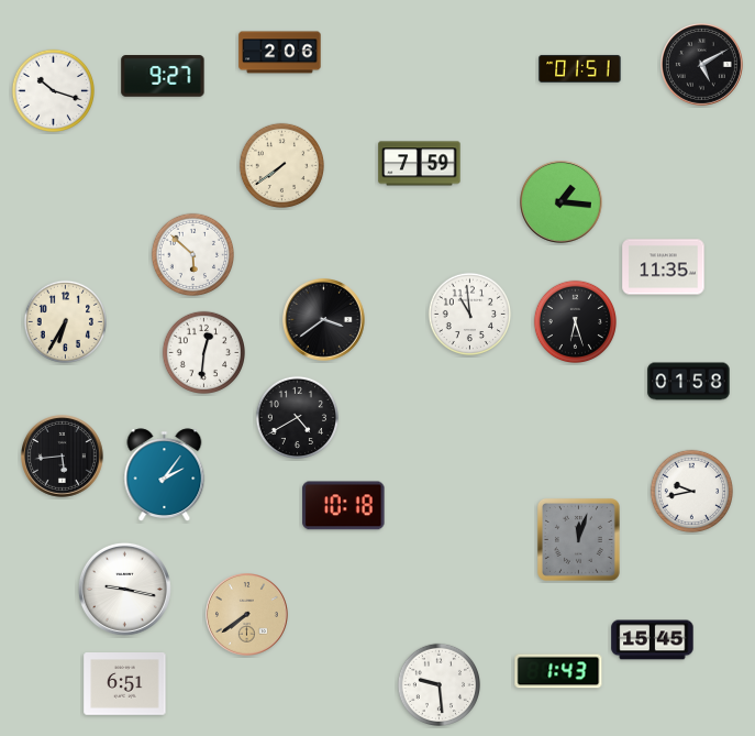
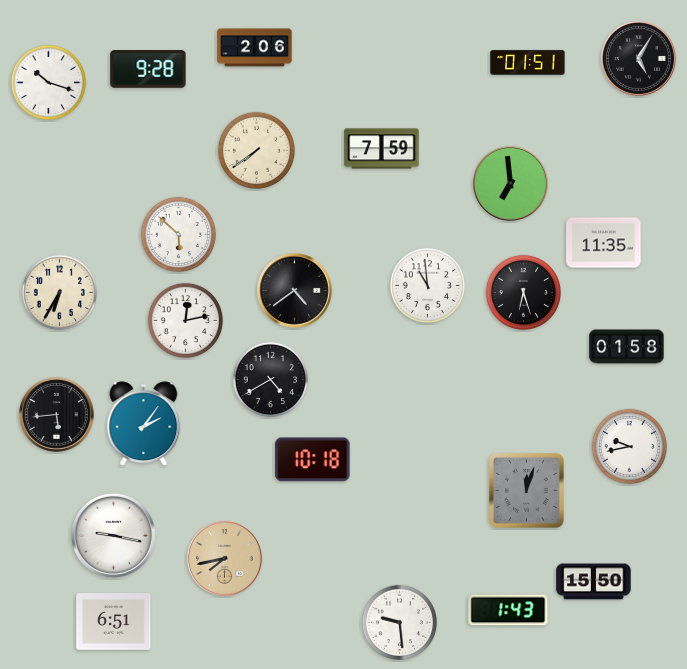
clock at (702, 65): 5:10 -> 5:05
clock at (163, 76): 9:27 -> 9:28
clock at (562, 202): 1:16 -> 6:59
clock at (192, 254) position: (192, 254) -> (178, 234)
clock at (324, 320): 3:39 -> 4:39
clock at (203, 352): 12:31 -> 12:13
clock at (165, 475) position: (165, 475) -> (144, 424)
clock at (247, 615): 7:39 -> 7:43
clock at (653, 640): 15:45 -> 15:50
